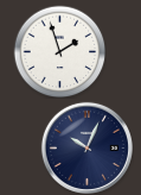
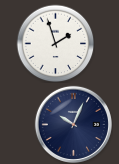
clock at (59, 51) position: (59, 51) -> (55, 43)
